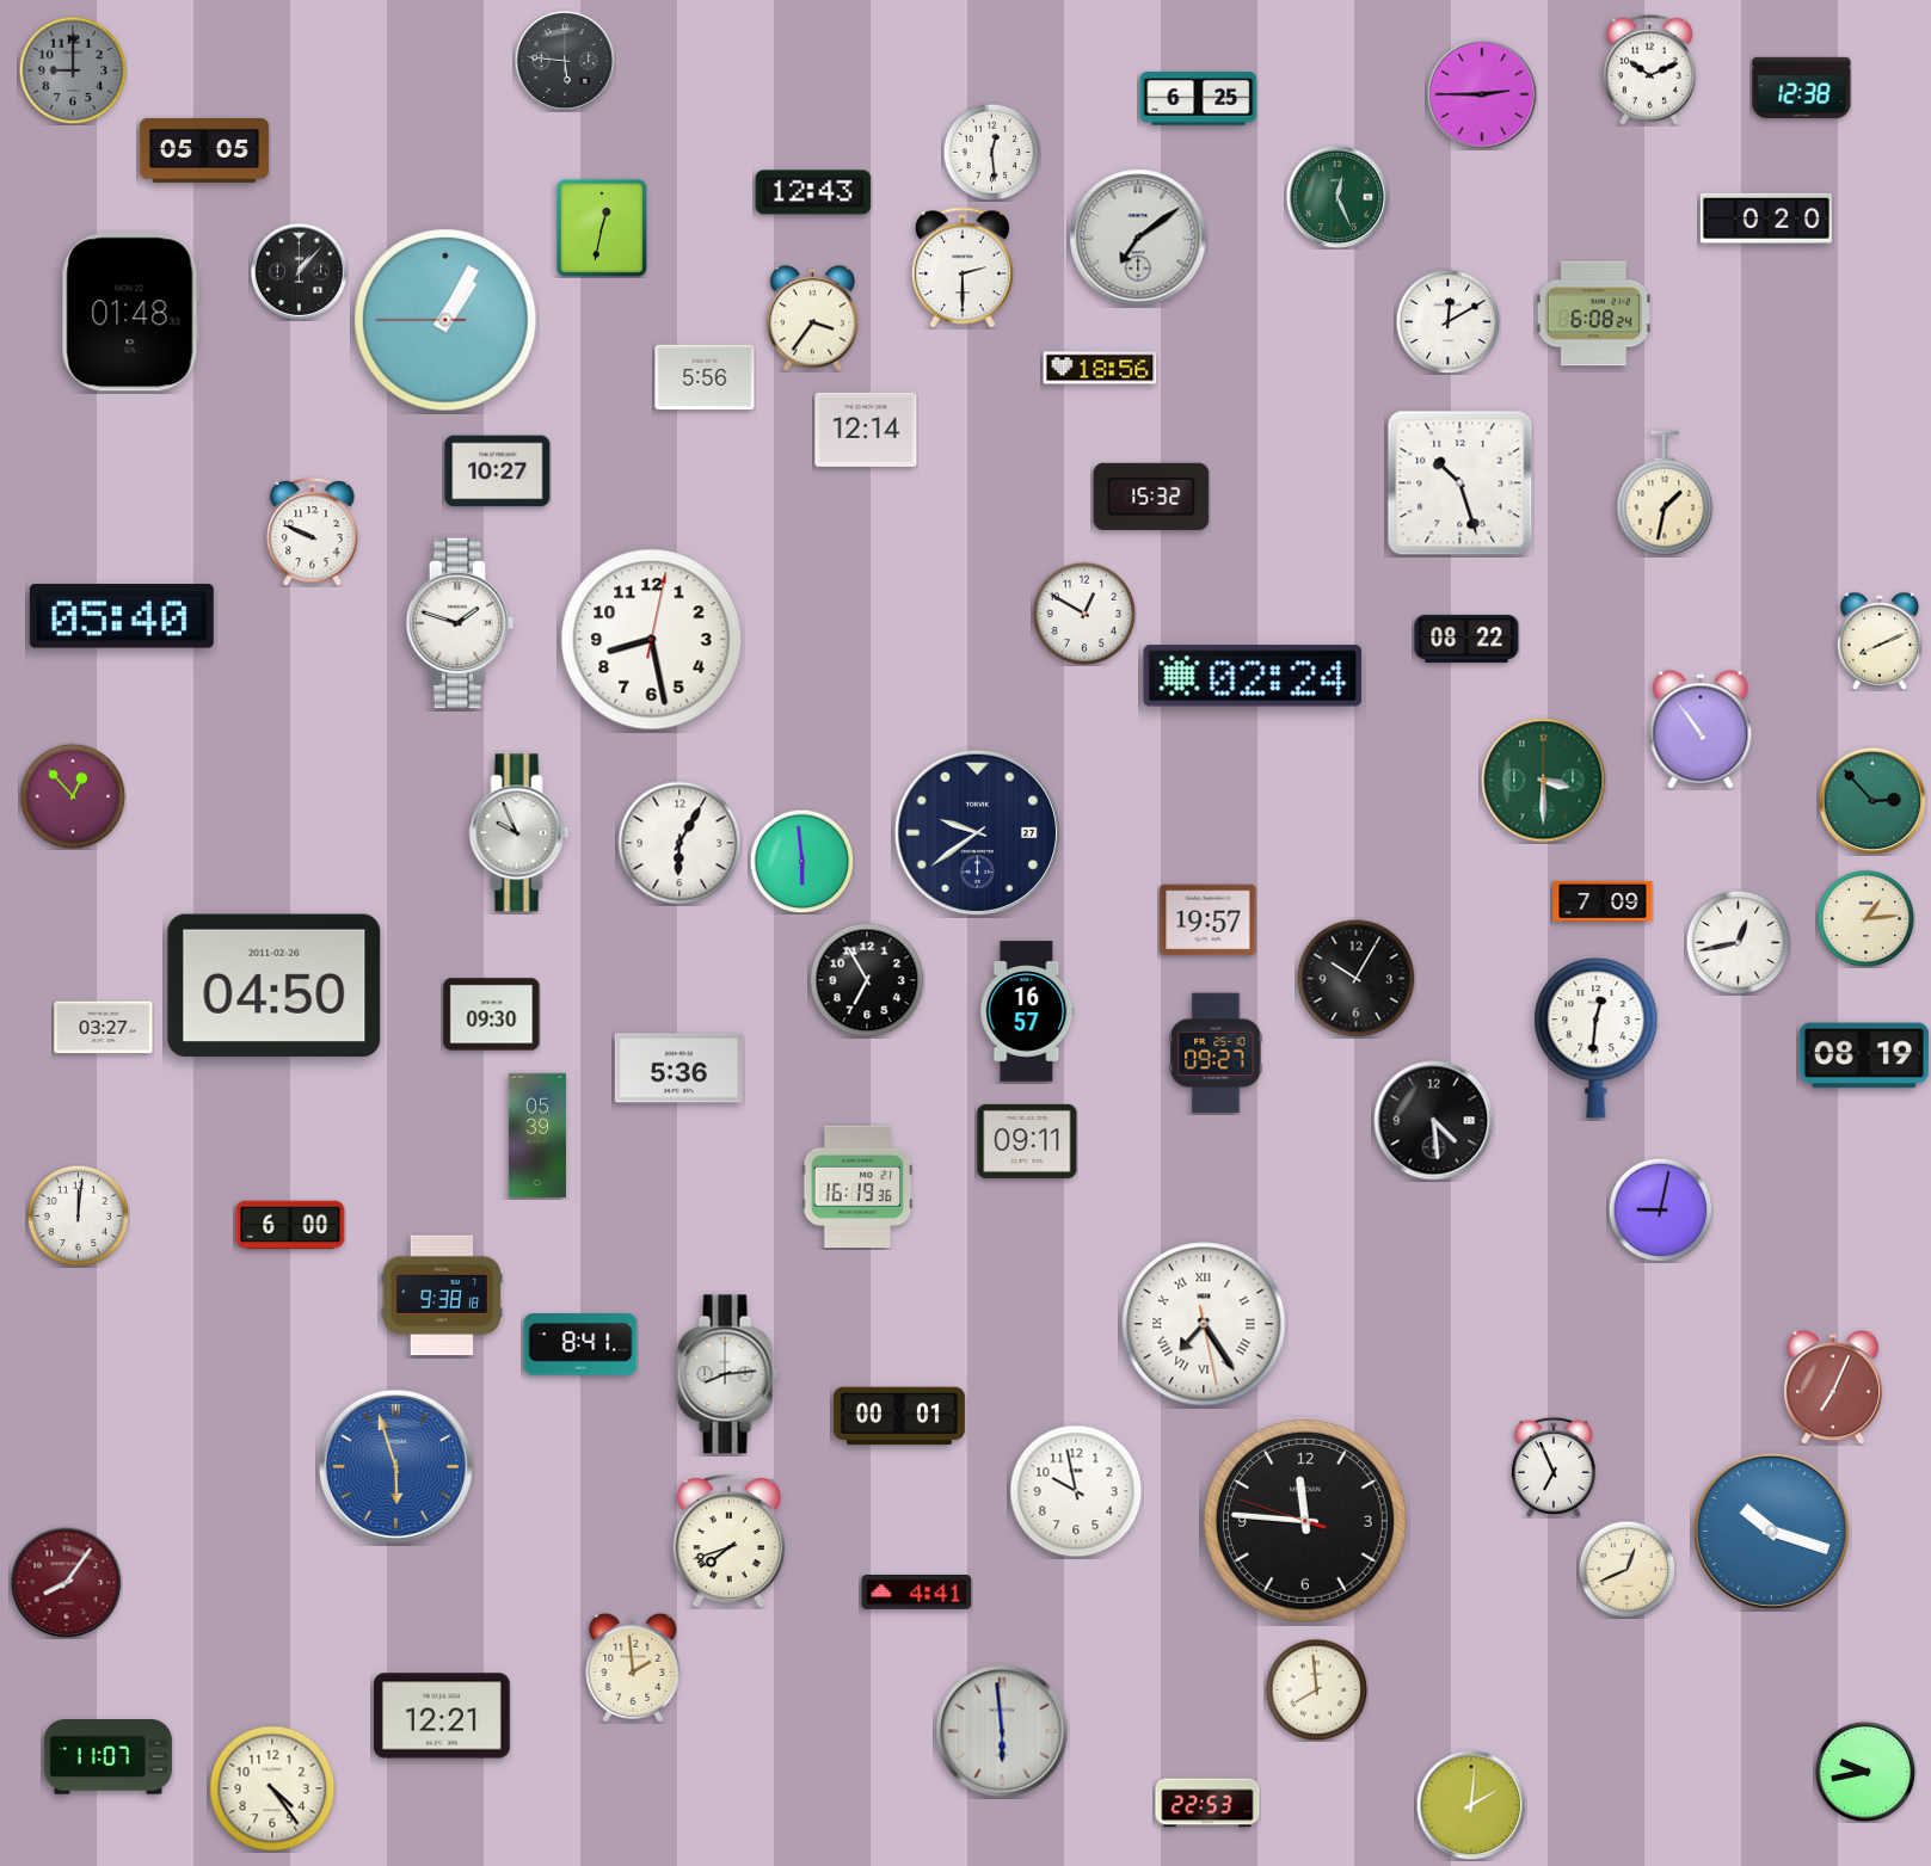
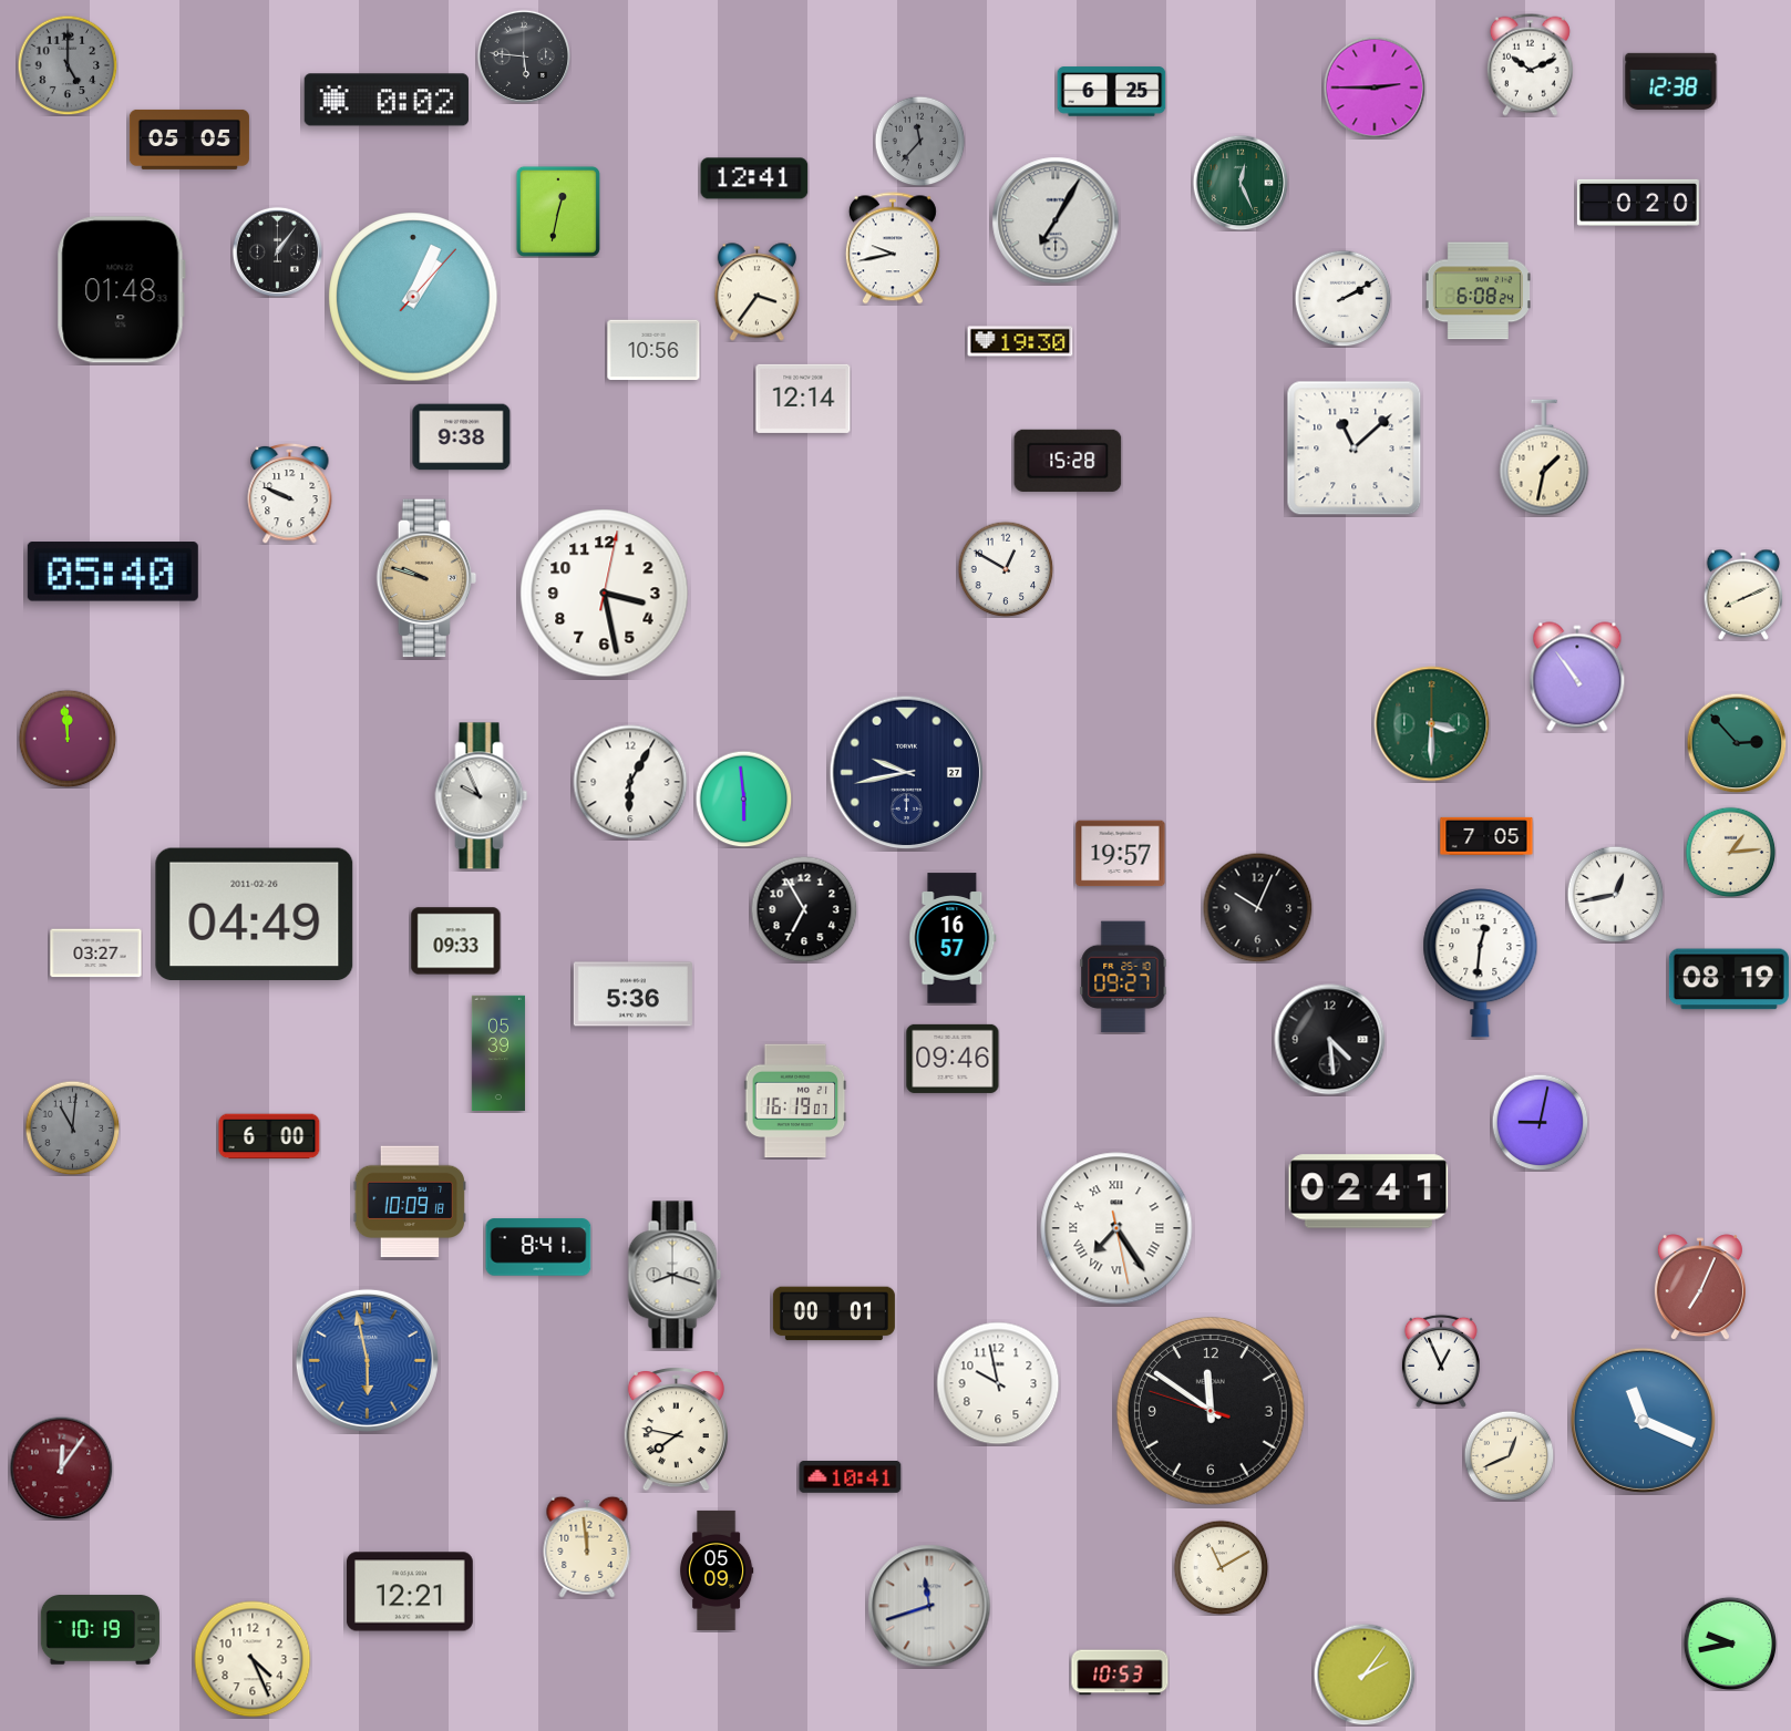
clock at (73, 70): 9:00 -> 5:00
clock at (387, 100): none -> 0:02
clock at (991, 152): 12:29 -> 11:37
clock at (991, 152) dial: white -> grey
clock at (813, 192): 12:43 -> 12:41
clock at (1138, 238): 7:09 -> 7:05
clock at (963, 267): 2:30 -> 9:43
clock at (299, 271): 1:07 -> 1:06
clock at (812, 319) position: (812, 319) -> (756, 292)
clock at (445, 320): 1:04:45 -> 1:04:07
clock at (1447, 321): 12:10 -> 2:10
clock at (1100, 368): 18:56 -> 19:30
clock at (705, 377): 5:56 -> 10:56
clock at (498, 472): 10:27 -> 9:38
clock at (1460, 484): 10:27 -> 11:08
clock at (1151, 497): 15:32 -> 15:28
clock at (460, 623): 1:48 -> 9:48
clock at (460, 623) dial: white -> champagne
clock at (1466, 639): 08:22 -> none
clock at (652, 640): 8:28 -> 3:28
clock at (1253, 676): 02:24 -> none
clock at (73, 796): 12:53 -> 11:59
clock at (519, 833) position: (519, 833) -> (482, 796)
clock at (978, 833): 9:39 -> 9:43
clock at (1603, 901): 7:09 -> 7:05
clock at (1738, 942) position: (1738, 942) -> (1615, 894)
clock at (1357, 979): 10:05 -> 10:04
clock at (275, 986): 04:50 -> 04:49
clock at (492, 1015): 09:30 -> 09:33
clock at (1216, 1053) position: (1216, 1053) -> (1123, 977)
clock at (678, 1069) position: (678, 1069) -> (632, 995)
clock at (1027, 1141): 09:11 -> 09:46
clock at (857, 1187): 16:19:36 -> 16:19:07
clock at (78, 1215): 12:01 -> 11:01
clock at (78, 1215) dial: white -> grey
clock at (1369, 1192): none -> 02:41
clock at (442, 1295): 9:38 -> 10:09
clock at (727, 1374): 8:14 -> 8:18
clock at (395, 1466): 5:57 -> 5:58
clock at (1554, 1467): 6:56 -> 12:56
clock at (1305, 1521): 11:45 -> 11:50
clock at (1771, 1531): 10:18 -> 11:19
clock at (728, 1541): 7:42 -> 7:47
clock at (66, 1582): 8:06 -> 12:06
clock at (917, 1593): 4:41 -> 10:41
clock at (633, 1668): 1:59 -> 11:59
clock at (1316, 1689): 7:59 -> 11:10
clock at (717, 1570): none -> 05:09
clock at (1002, 1731): 5:59 -> 11:42
clock at (107, 1757): 11:07 -> 10:19
clock at (272, 1788): 4:24 -> 4:26
clock at (1207, 1803): 22:53 -> 10:53
clock at (1471, 1805): 2:01 -> 2:06
